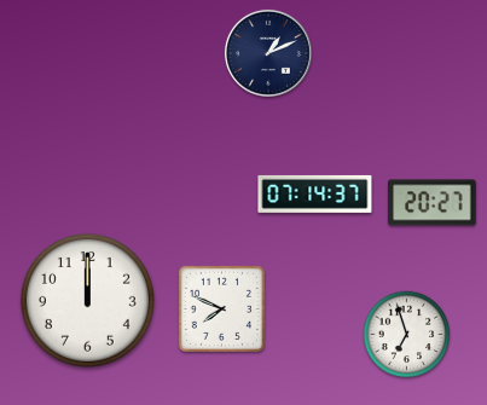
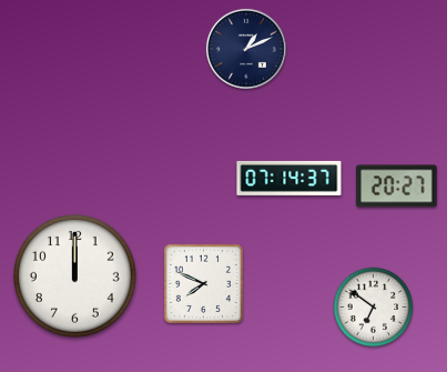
clock at (87, 300) position: (87, 300) -> (74, 275)
clock at (407, 335): 6:57 -> 6:51
